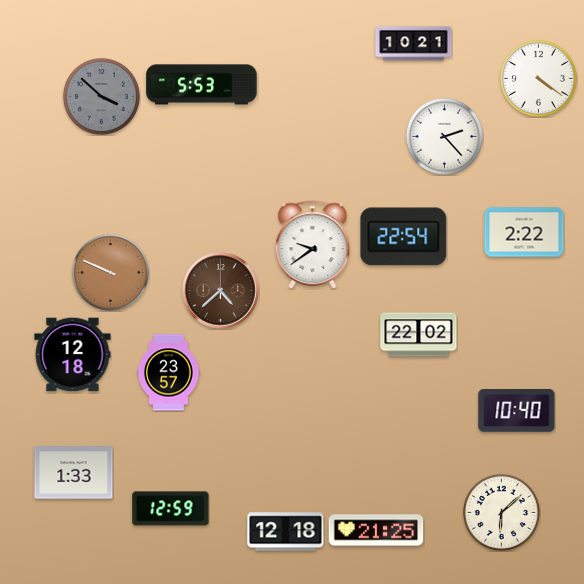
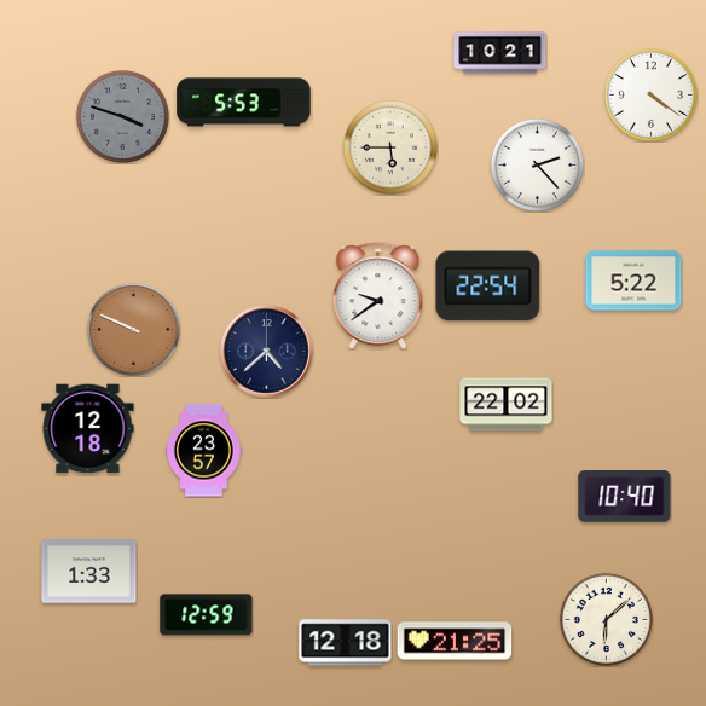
clock at (101, 96): 3:52 -> 3:48
clock at (390, 147): none -> 5:45
clock at (524, 232): 2:22 -> 5:22
clock at (221, 291) dial: brown -> navy
